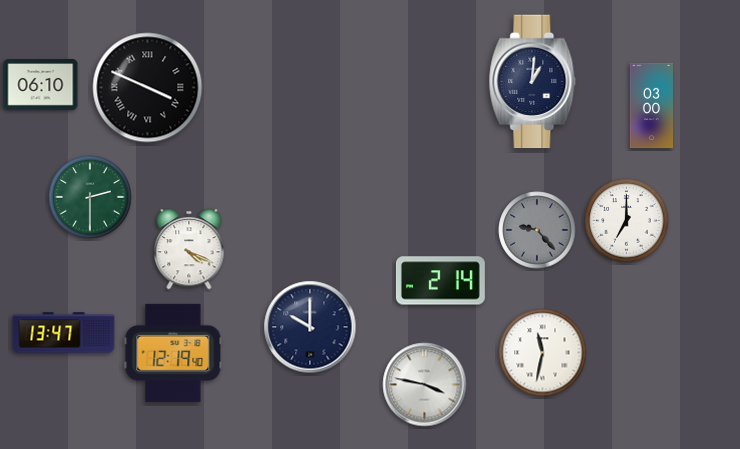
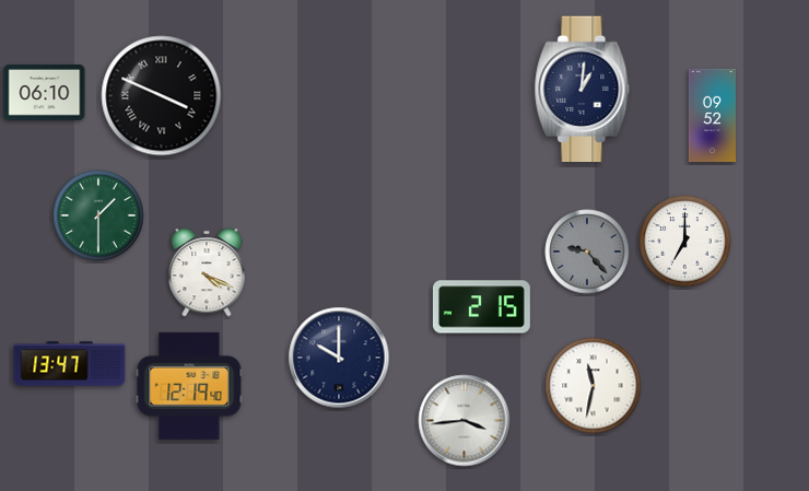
clock at (652, 106): 03:00 -> 09:52
clock at (90, 197): 2:30 -> 1:30
clock at (440, 281): 2:14 -> 2:15
clock at (425, 385): 3:47 -> 3:44
